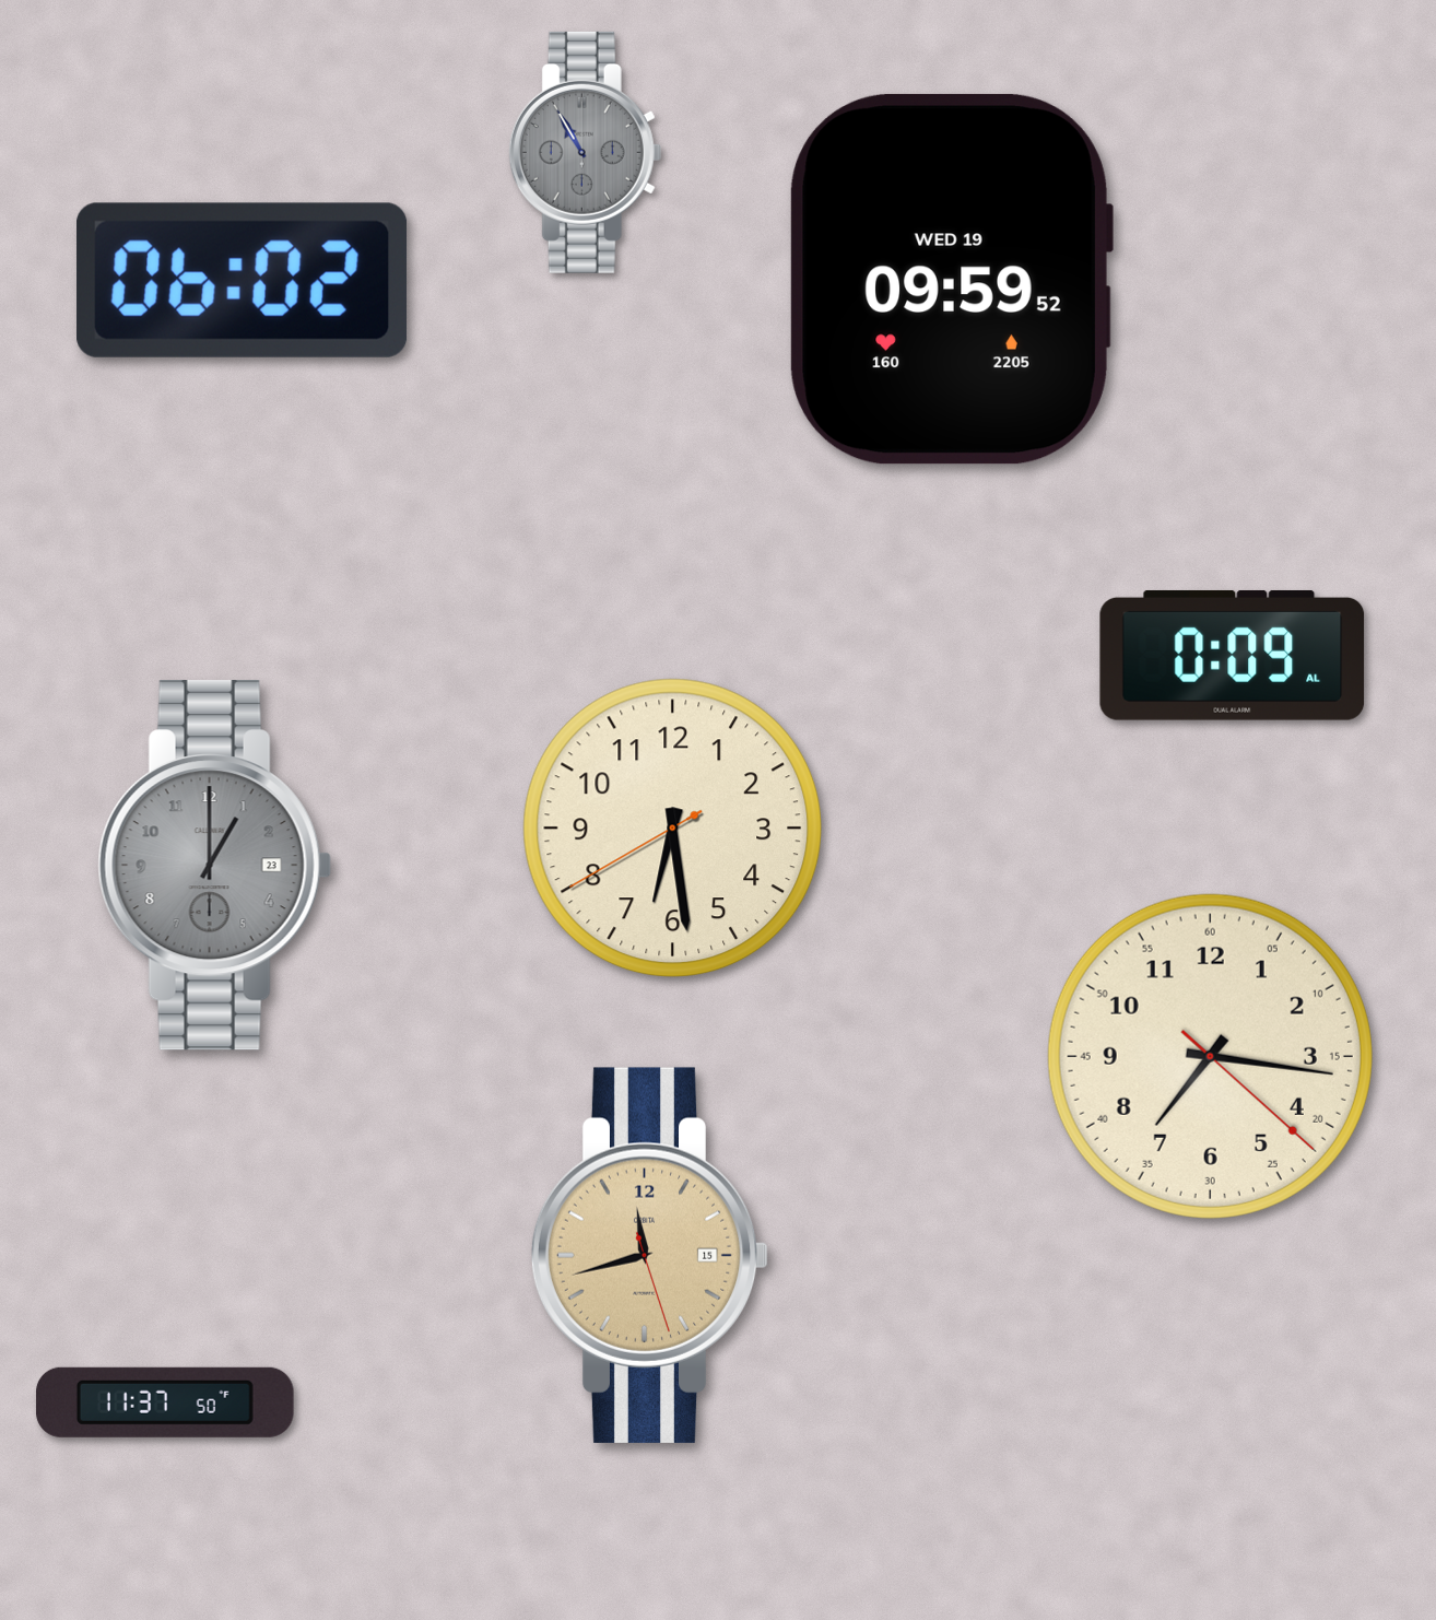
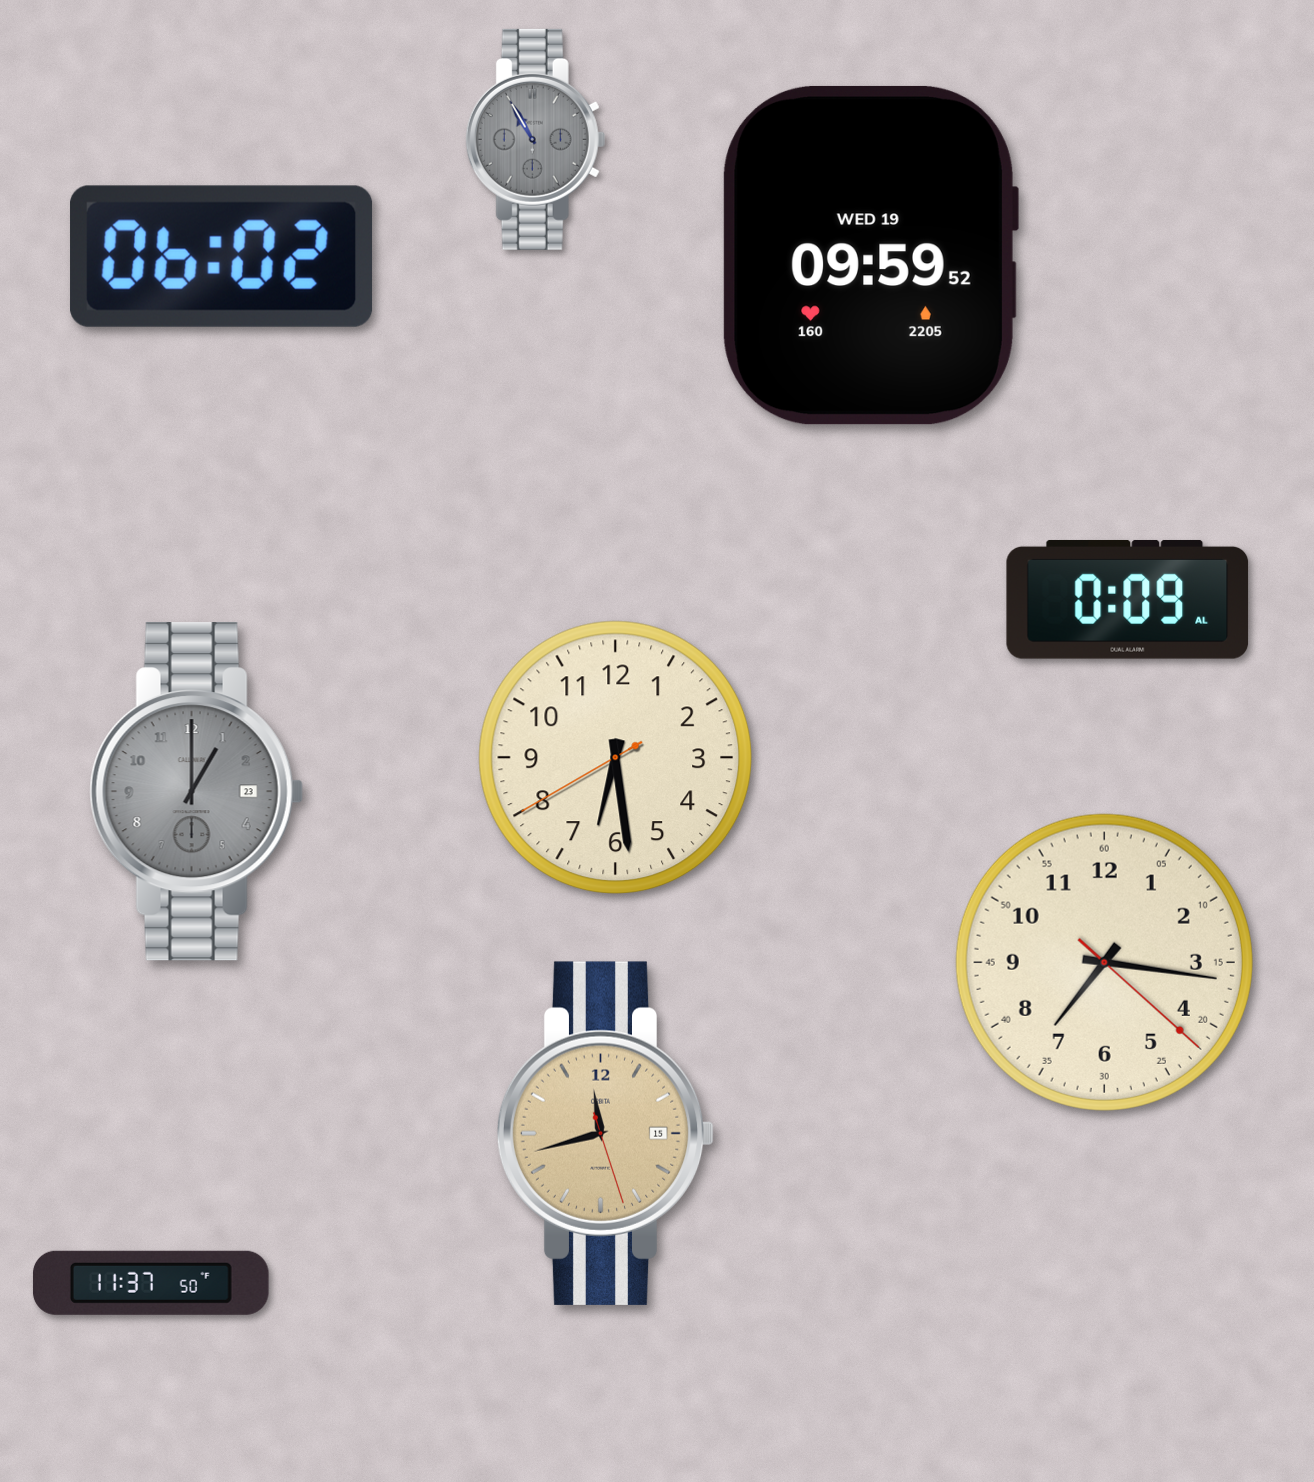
clock at (1210, 1056) position: (1210, 1056) -> (1104, 962)
clock at (650, 1255) position: (650, 1255) -> (606, 1133)
